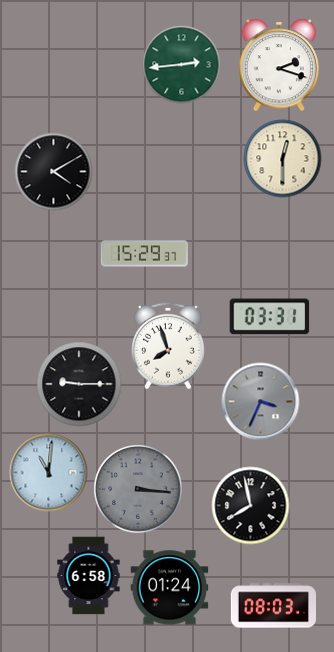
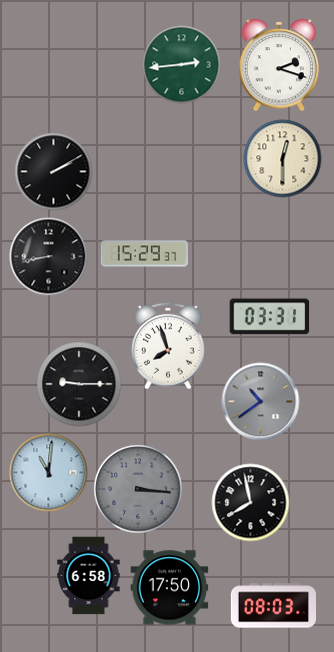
clock at (53, 171): 4:10 -> 2:10
clock at (48, 256): none -> 8:43
clock at (260, 401): 3:34 -> 10:39
clock at (250, 505) position: (250, 505) -> (250, 502)
clock at (169, 588): 01:24 -> 17:50
